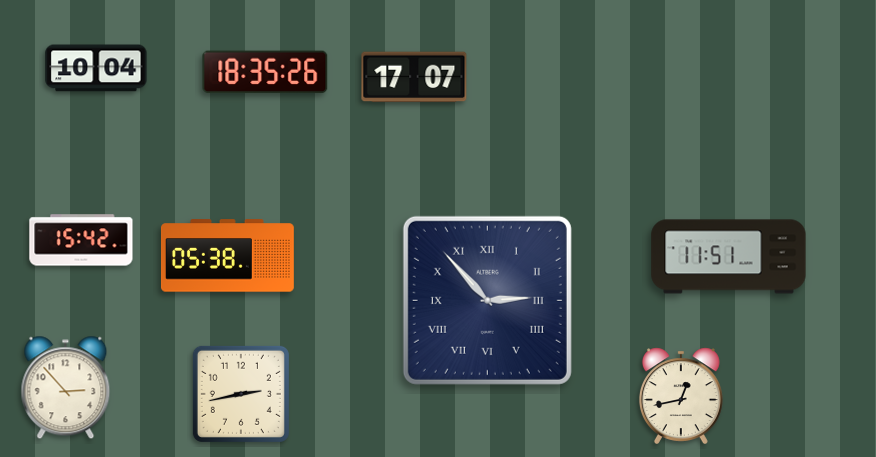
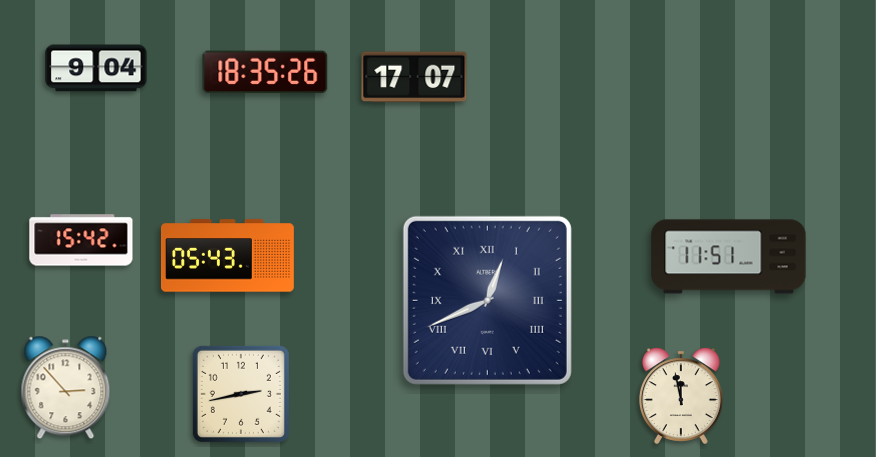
clock at (96, 68): 10:04 -> 9:04
clock at (227, 256): 05:38 -> 05:43
clock at (487, 300): 2:53 -> 12:41
clock at (681, 396): 12:43 -> 11:58
